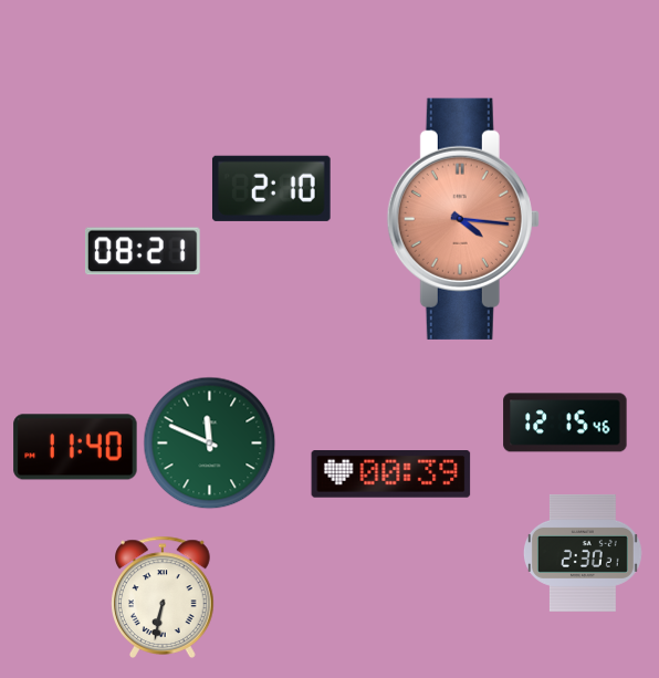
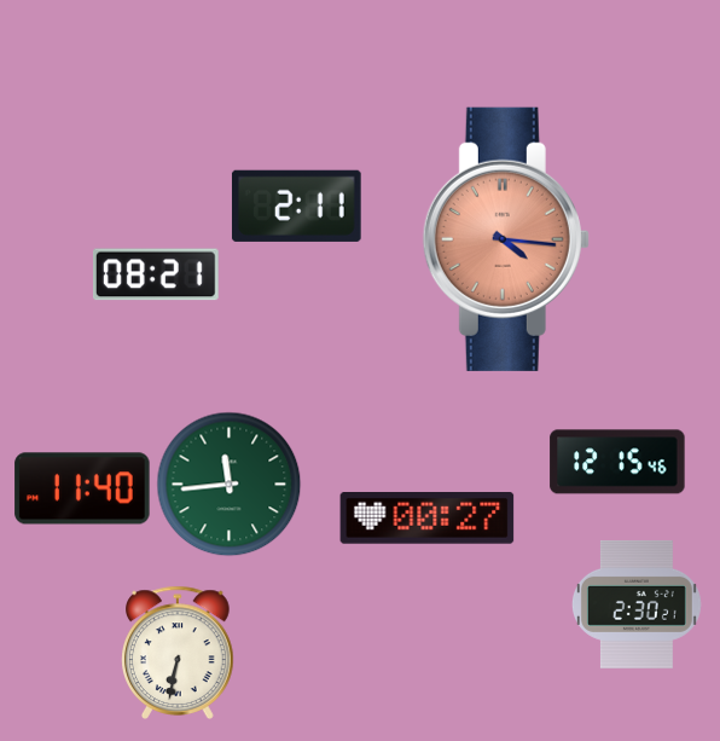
clock at (271, 188): 2:10 -> 2:11
clock at (209, 442): 11:49 -> 11:44
clock at (391, 474): 00:39 -> 00:27
